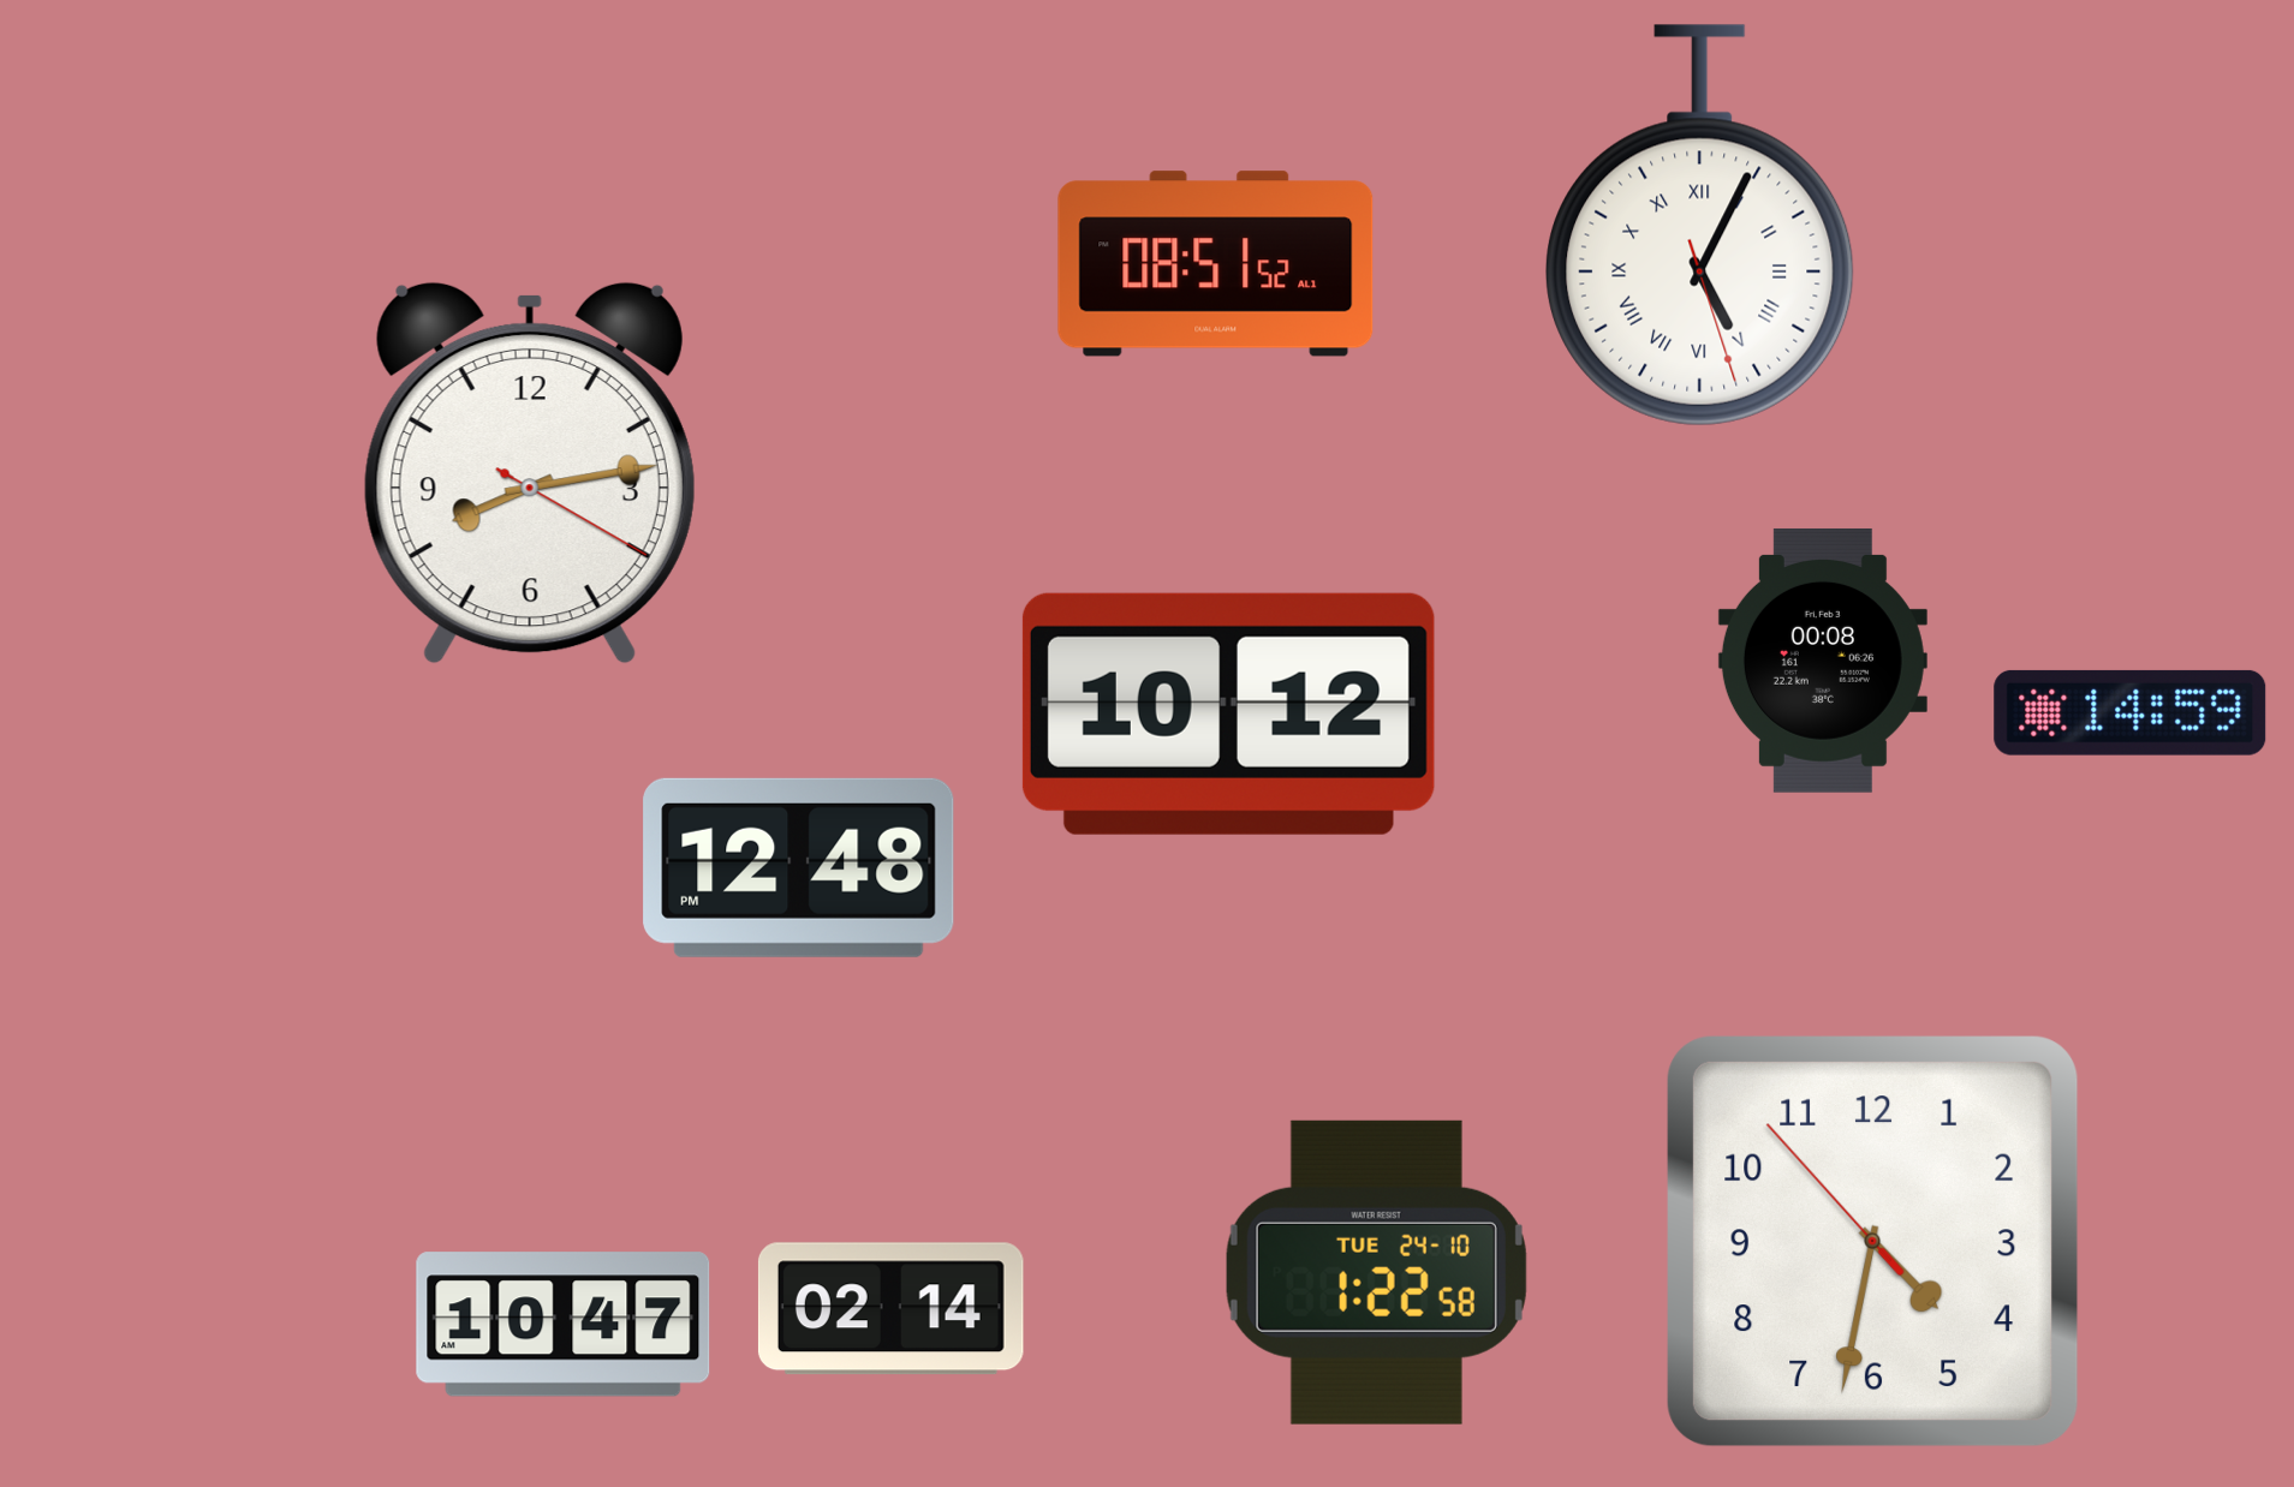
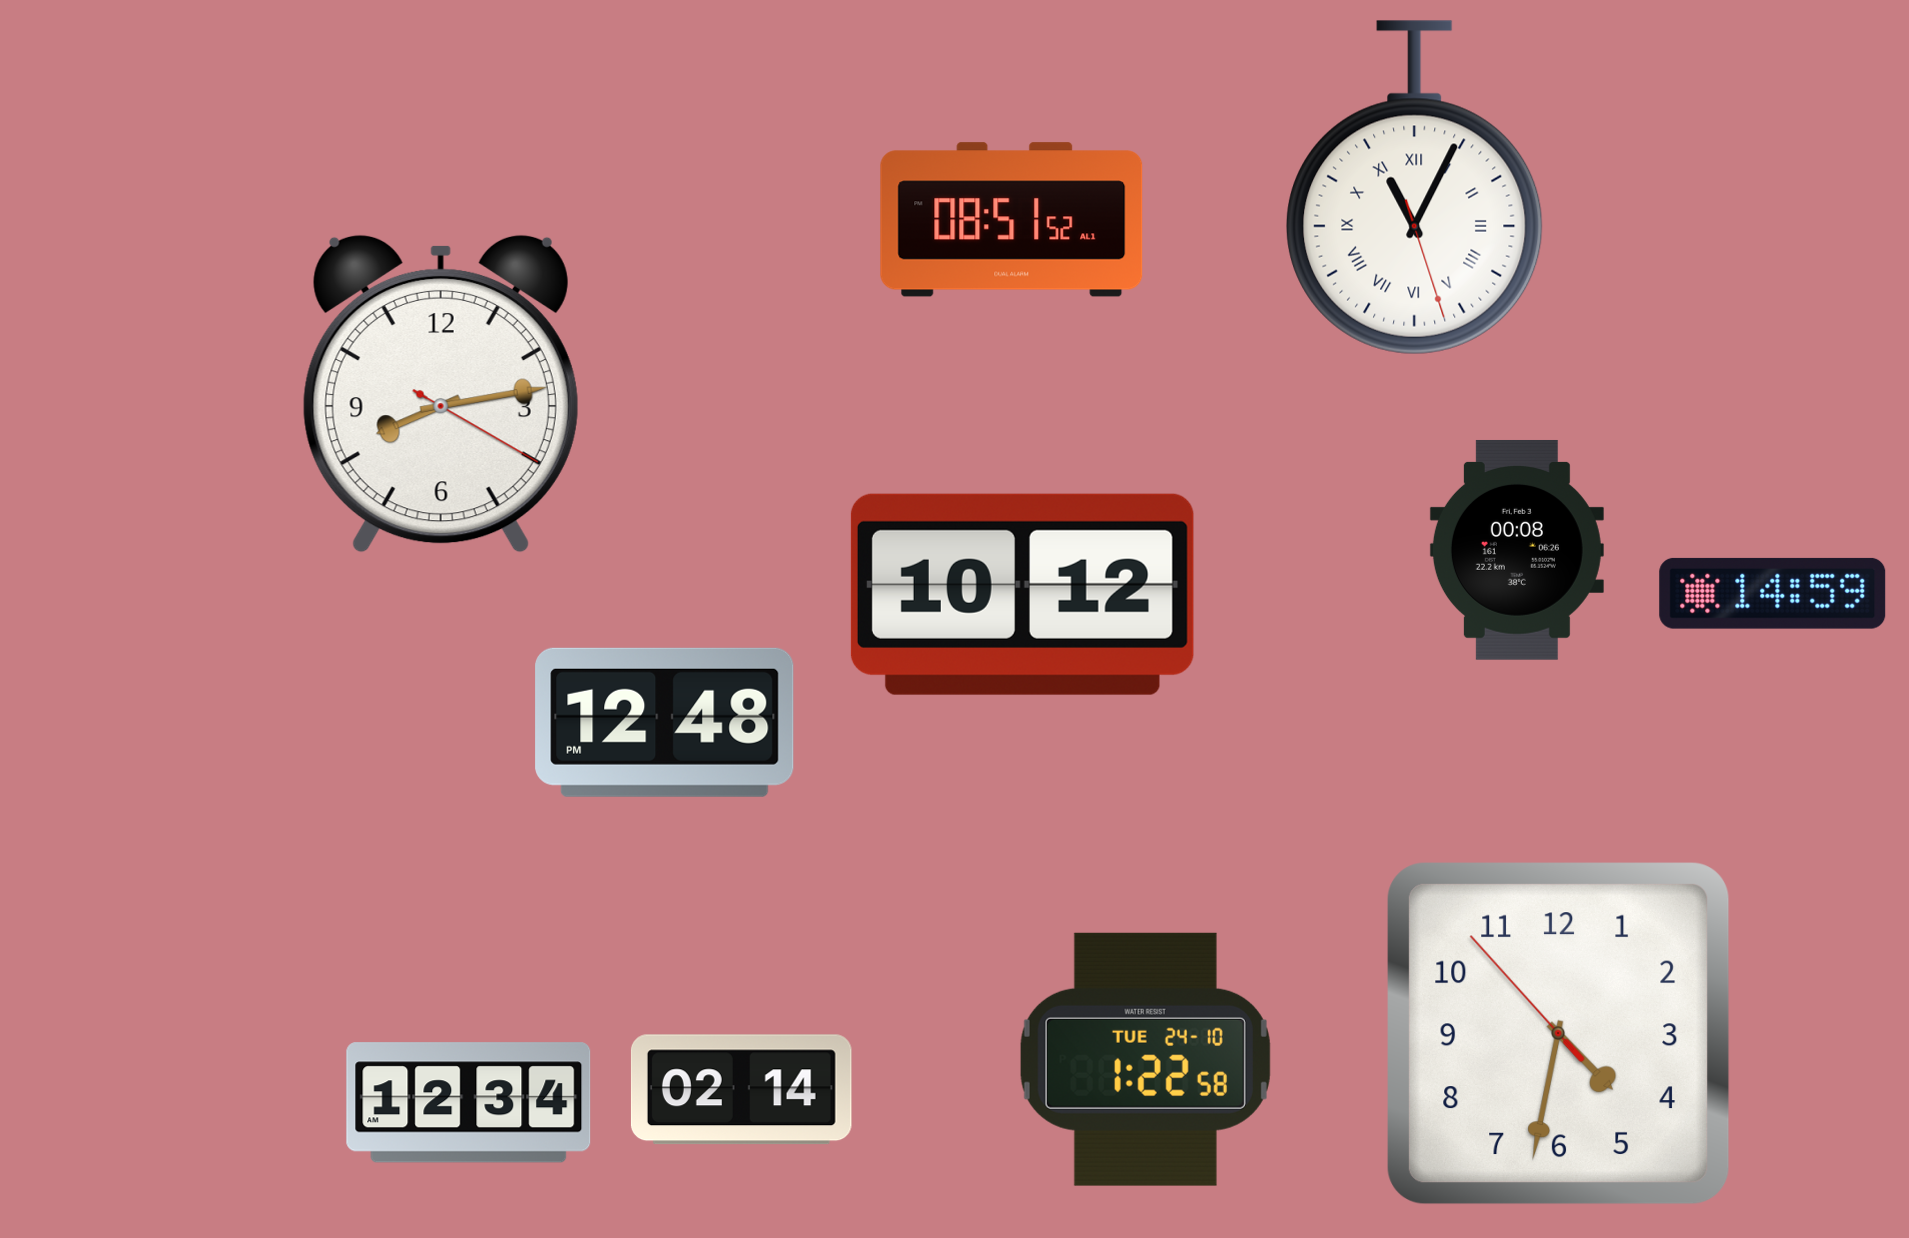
clock at (1700, 226): 5:04 -> 11:04
clock at (564, 1325): 10:47 -> 12:34
